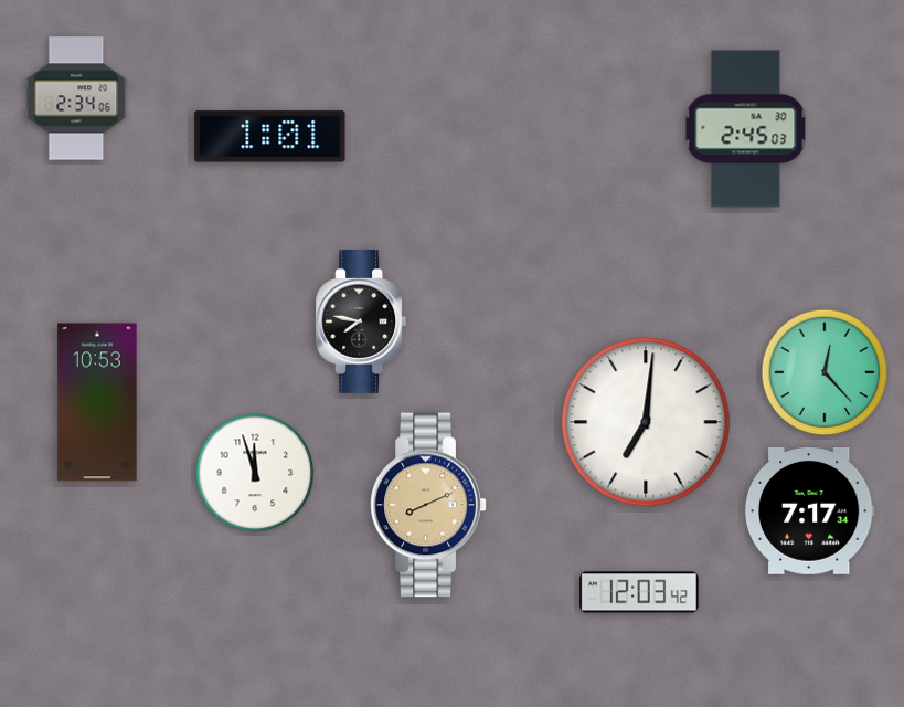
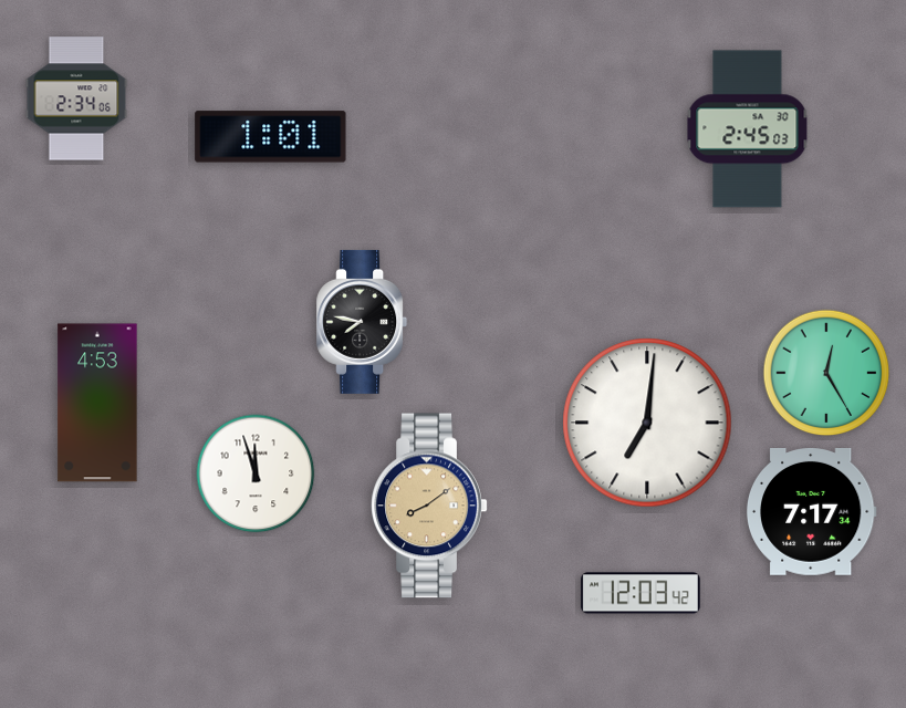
clock at (825, 372): 12:23 -> 12:25
clock at (97, 402): 10:53 -> 4:53
clock at (428, 505): 8:11 -> 8:09
